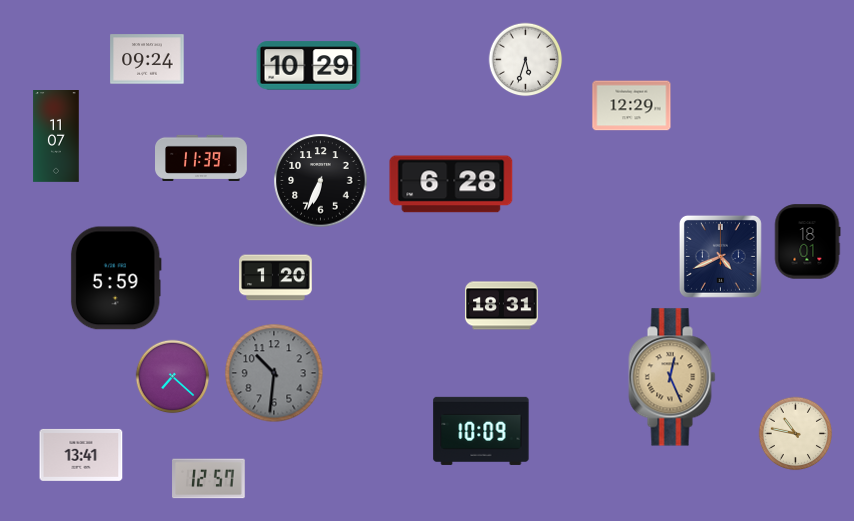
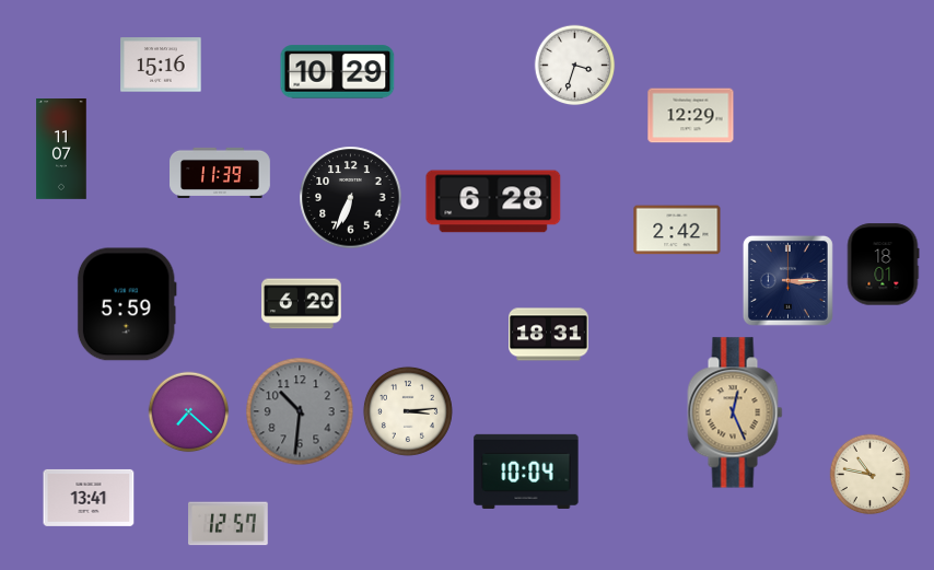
clock at (147, 59): 09:24 -> 15:16
clock at (526, 60): 5:33 -> 3:33
clock at (677, 230): none -> 2:42
clock at (720, 256): 4:41 -> 3:15
clock at (276, 278): 1:20 -> 6:20
clock at (274, 373) position: (274, 373) -> (300, 411)
clock at (408, 411): none -> 3:14
clock at (481, 431): 10:09 -> 10:04
